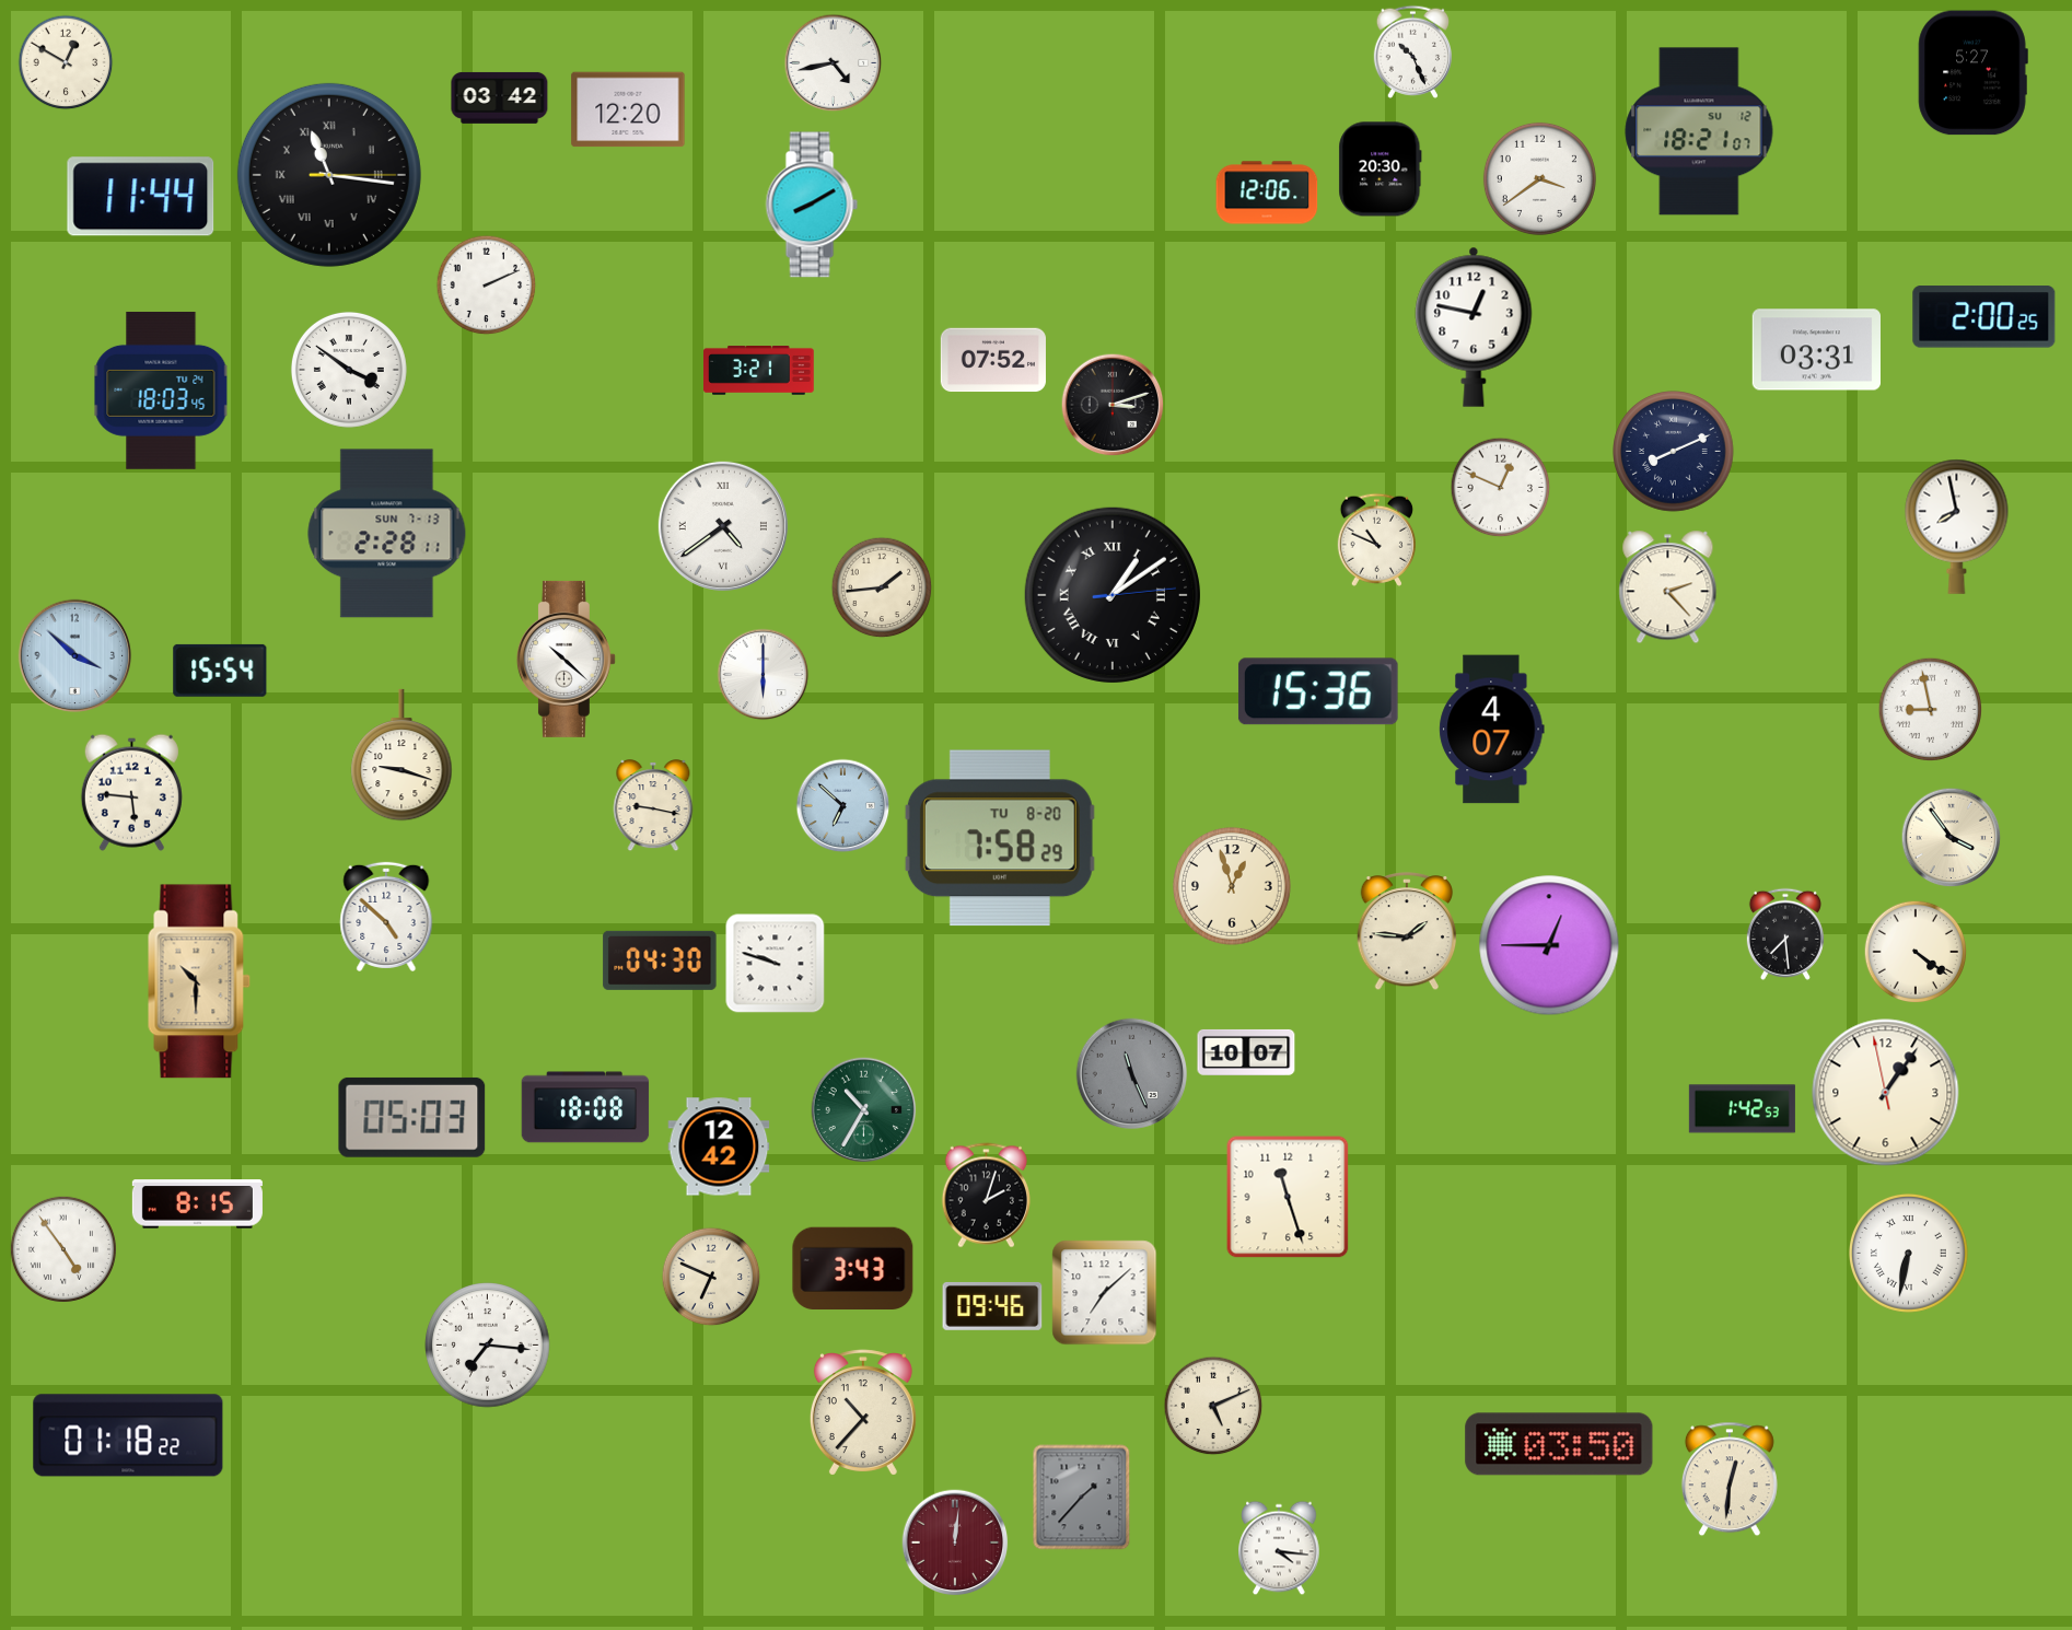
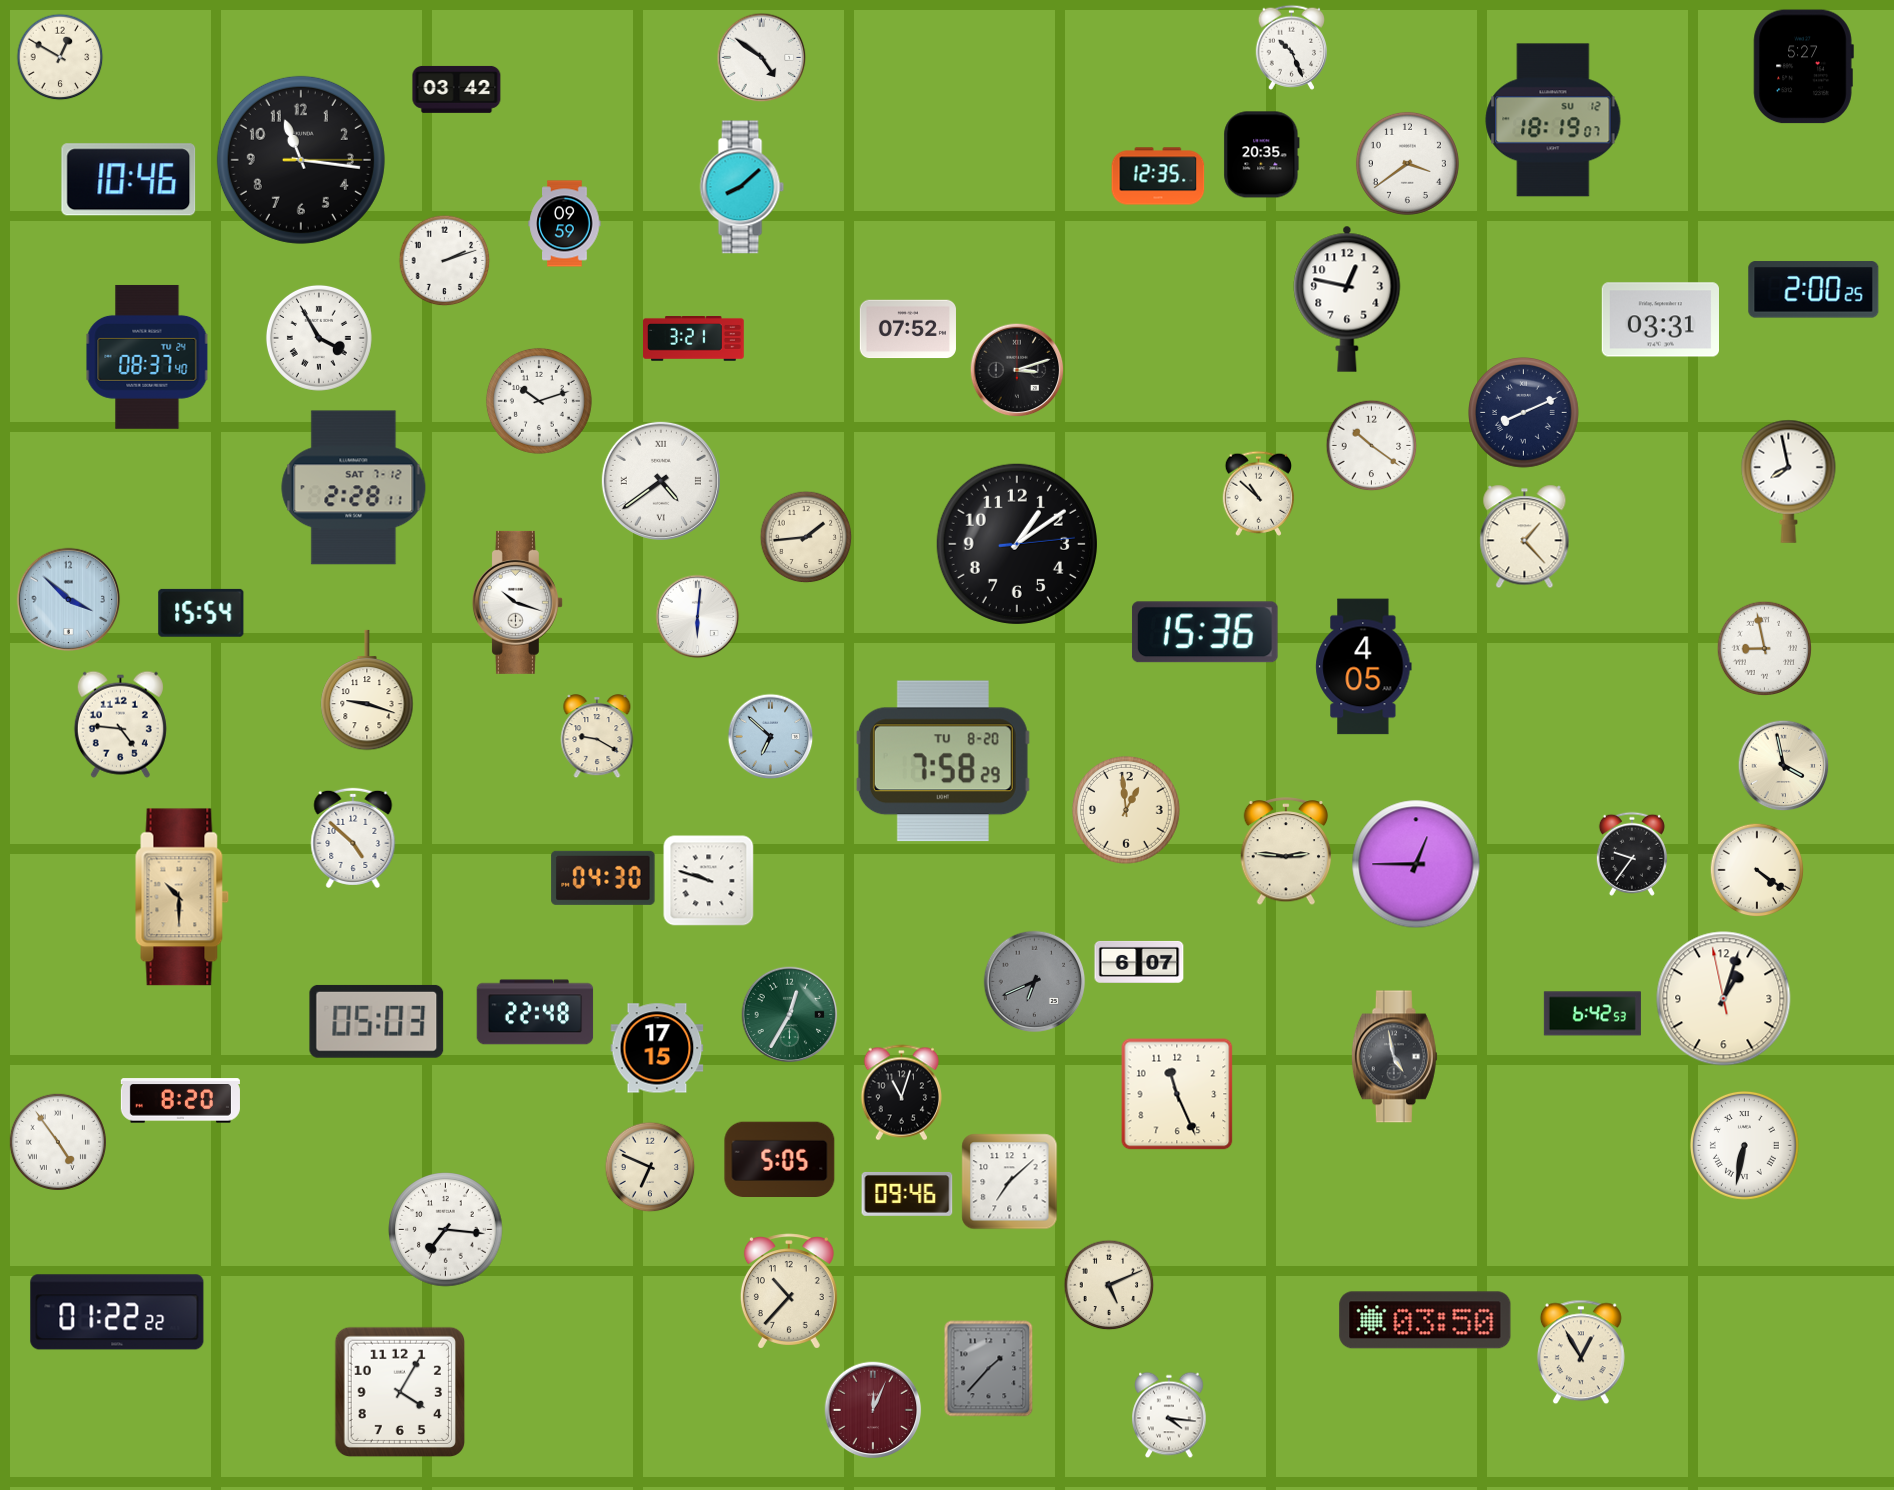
clock at (834, 63): 4:43 -> 4:51
clock at (628, 109): 12:20 -> none
clock at (1699, 131): 18:21 -> 18:19
clock at (1381, 170): 20:30 -> 20:35
clock at (329, 175) numerals: Roman -> Arabic
clock at (1267, 193): 12:06 -> 12:35
clock at (141, 197): 11:44 -> 10:46
clock at (812, 205): 8:10 -> 8:08
clock at (565, 224): none -> 09:59
clock at (487, 286): 2:11 -> 2:12
clock at (349, 370): 3:51 -> 3:55
clock at (161, 391): 18:03 -> 08:37
clock at (539, 401): none -> 10:12
clock at (1674, 452) position: (1674, 452) -> (1524, 413)
clock at (1501, 488): 12:49 -> 10:21
clock at (387, 534) date: SUN 7-13 -> SAT 7-12
clock at (1376, 539): 10:49 -> 10:52
clock at (1668, 587): 2:23 -> 1:23
clock at (1113, 595) numerals: Roman -> Arabic
clock at (566, 659): 10:22 -> 10:18
clock at (764, 675): 6:00 -> 6:01
clock at (1492, 730): 4:07 -> 4:05
clock at (131, 792): 5:46 -> 4:46
clock at (653, 806): 9:17 -> 9:20
clock at (1000, 838) position: (1000, 838) -> (943, 761)
clock at (1952, 838): 3:54 -> 3:58
clock at (1232, 886): 12:57 -> 12:59
clock at (1407, 932): 1:46 -> 2:46
clock at (1785, 934): 7:29 -> 9:36
clock at (1916, 952) position: (1916, 952) -> (1757, 870)
clock at (1246, 1052): 10:07 -> 6:07
clock at (1132, 1074): 11:26 -> 6:41
clock at (1886, 1093): 1:05 -> 1:02
clock at (585, 1107): 18:08 -> 22:48
clock at (1742, 1109): 1:42 -> 6:42
clock at (864, 1110): 10:35 -> 12:35
clock at (719, 1146): 12:42 -> 17:15
clock at (1394, 1057): none -> 4:58
clock at (986, 1196): 2:03 -> 11:03
clock at (1288, 1197): 11:27 -> 11:26
clock at (197, 1204): 8:15 -> 8:20
clock at (853, 1268): 3:43 -> 5:05
clock at (128, 1435): 01:18 -> 01:22
clock at (1730, 1479): 12:31 -> 12:55
clock at (399, 1391): none -> 4:05
clock at (955, 1542): 12:01 -> 12:04
